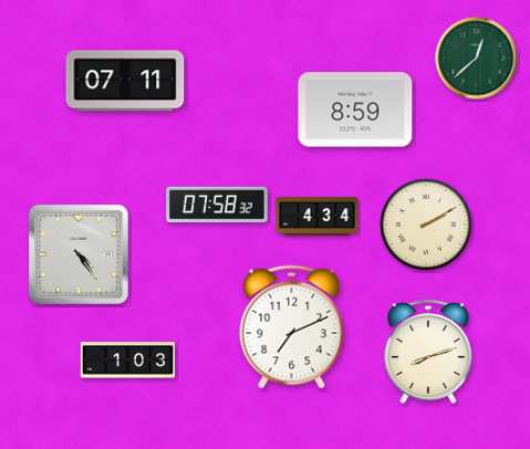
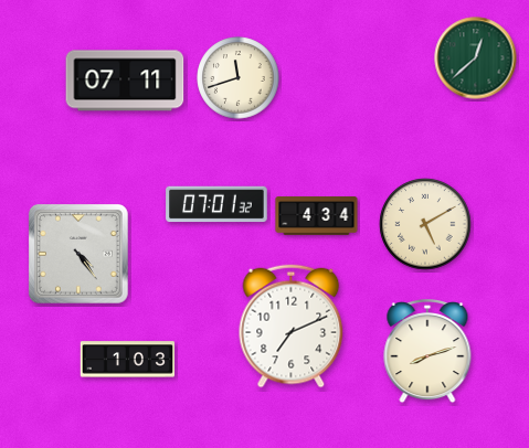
clock at (239, 78): none -> 11:42
clock at (355, 109): 8:59 -> none
clock at (217, 205): 07:58 -> 07:01
clock at (426, 224): 2:10 -> 5:10
